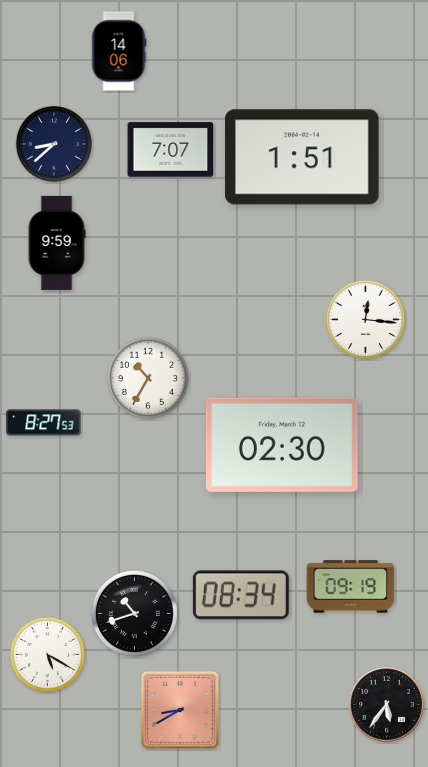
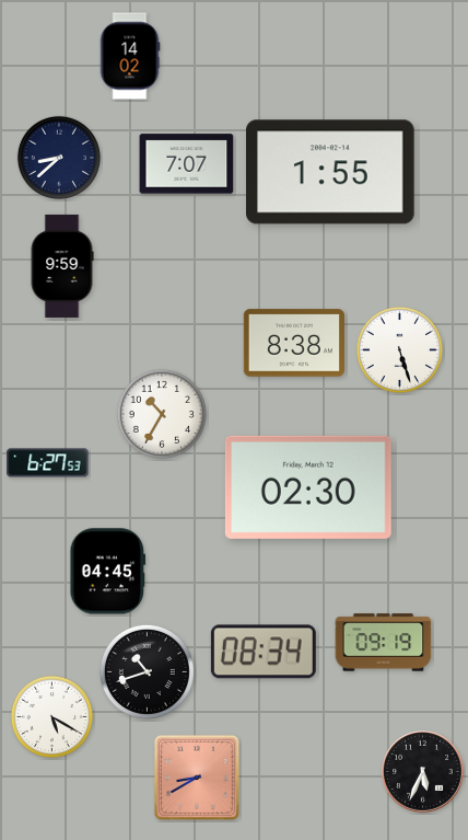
clock at (119, 51): 14:06 -> 14:02
clock at (303, 157): 1:51 -> 1:55
clock at (293, 343): none -> 8:38
clock at (365, 319): 12:16 -> 5:27
clock at (44, 423): 8:27 -> 6:27
clock at (108, 572): none -> 04:45
clock at (387, 705): 5:36 -> 5:34
